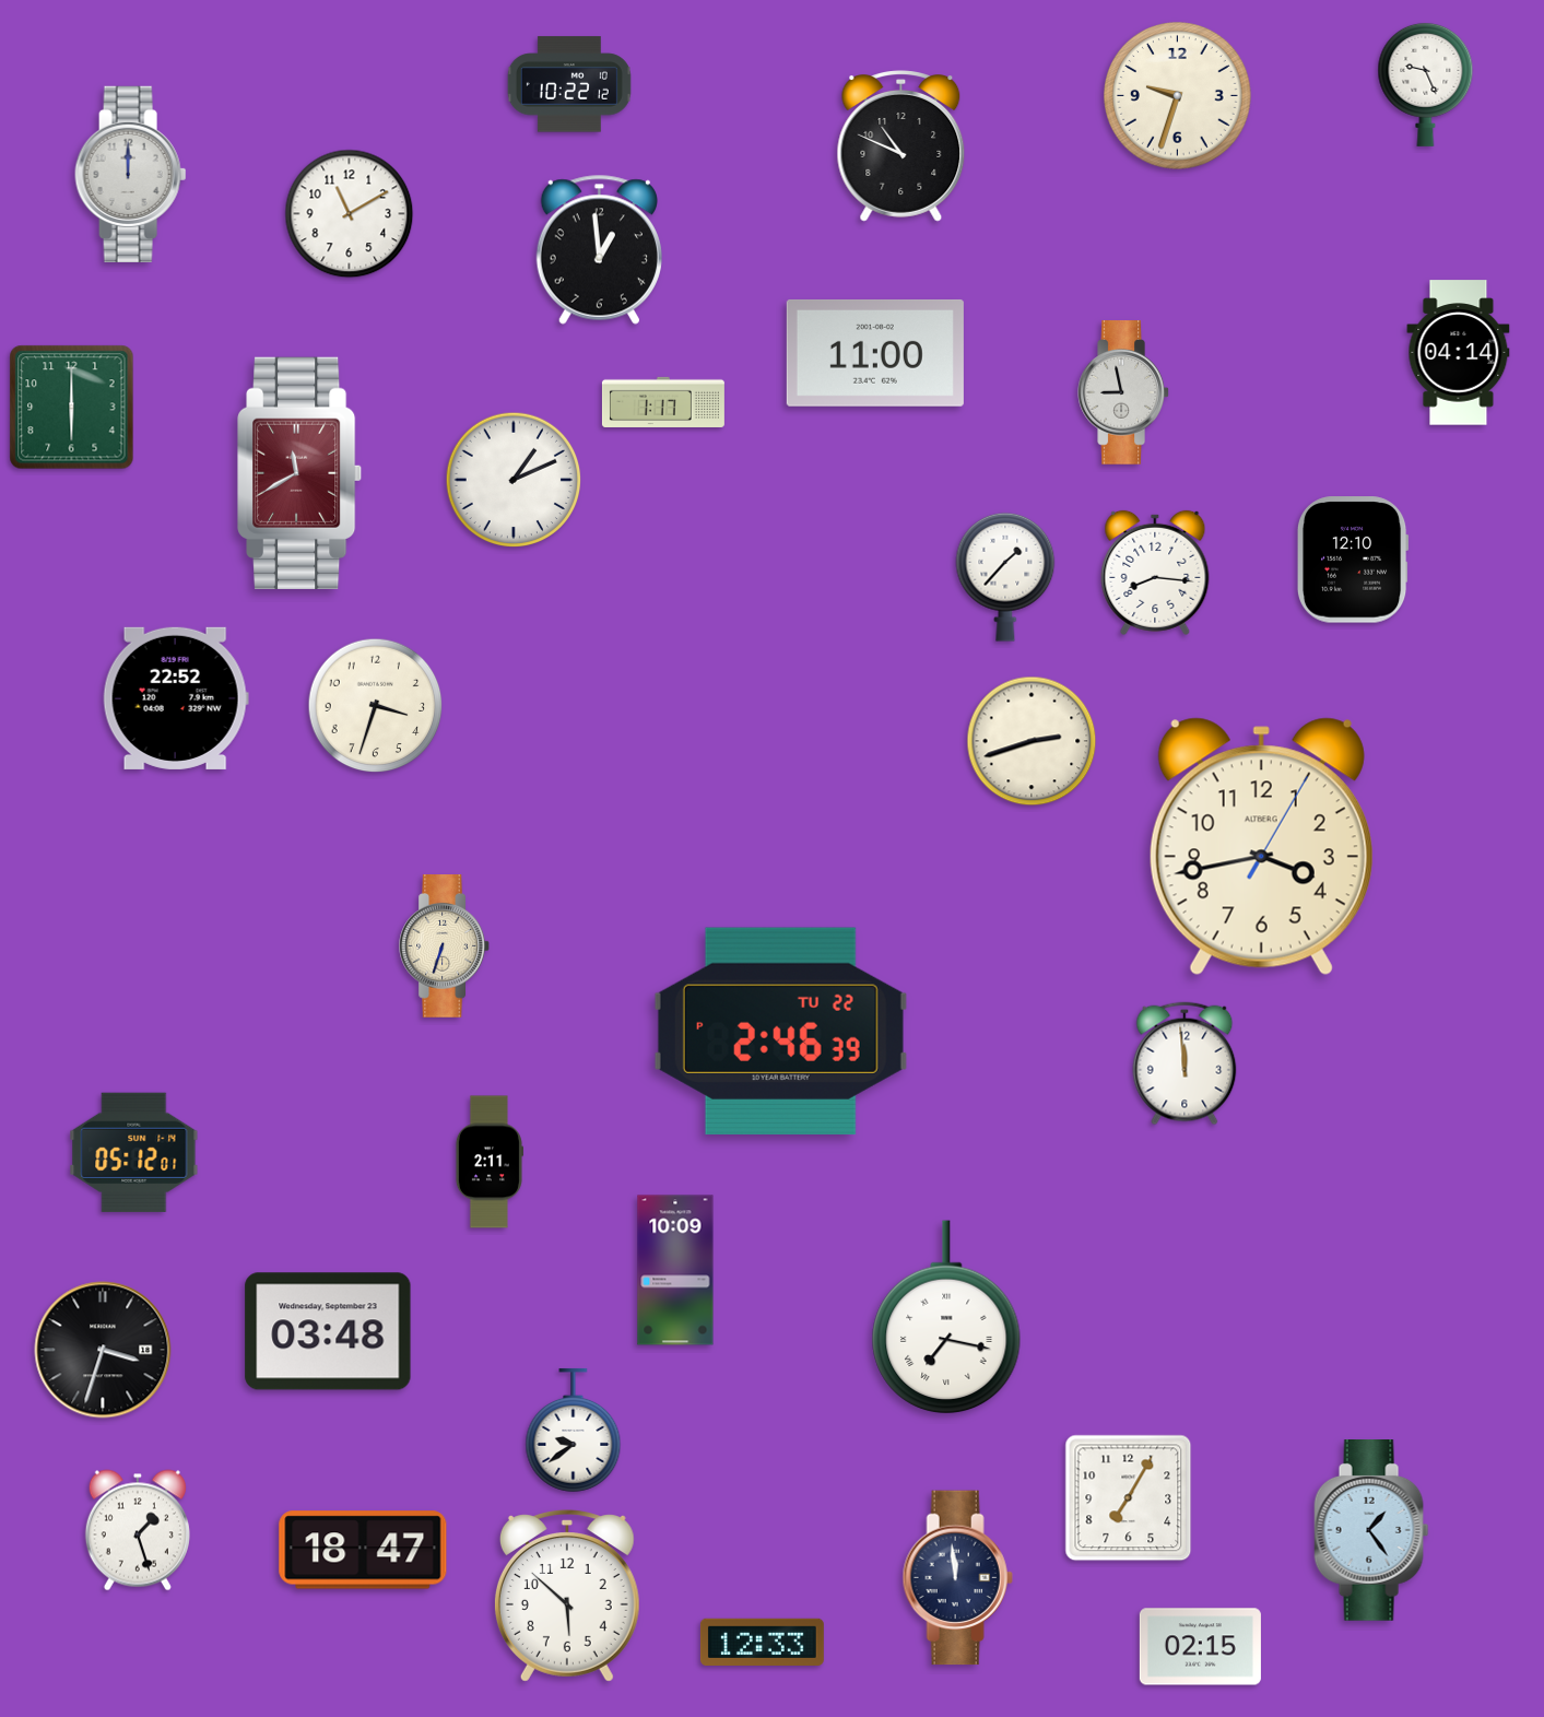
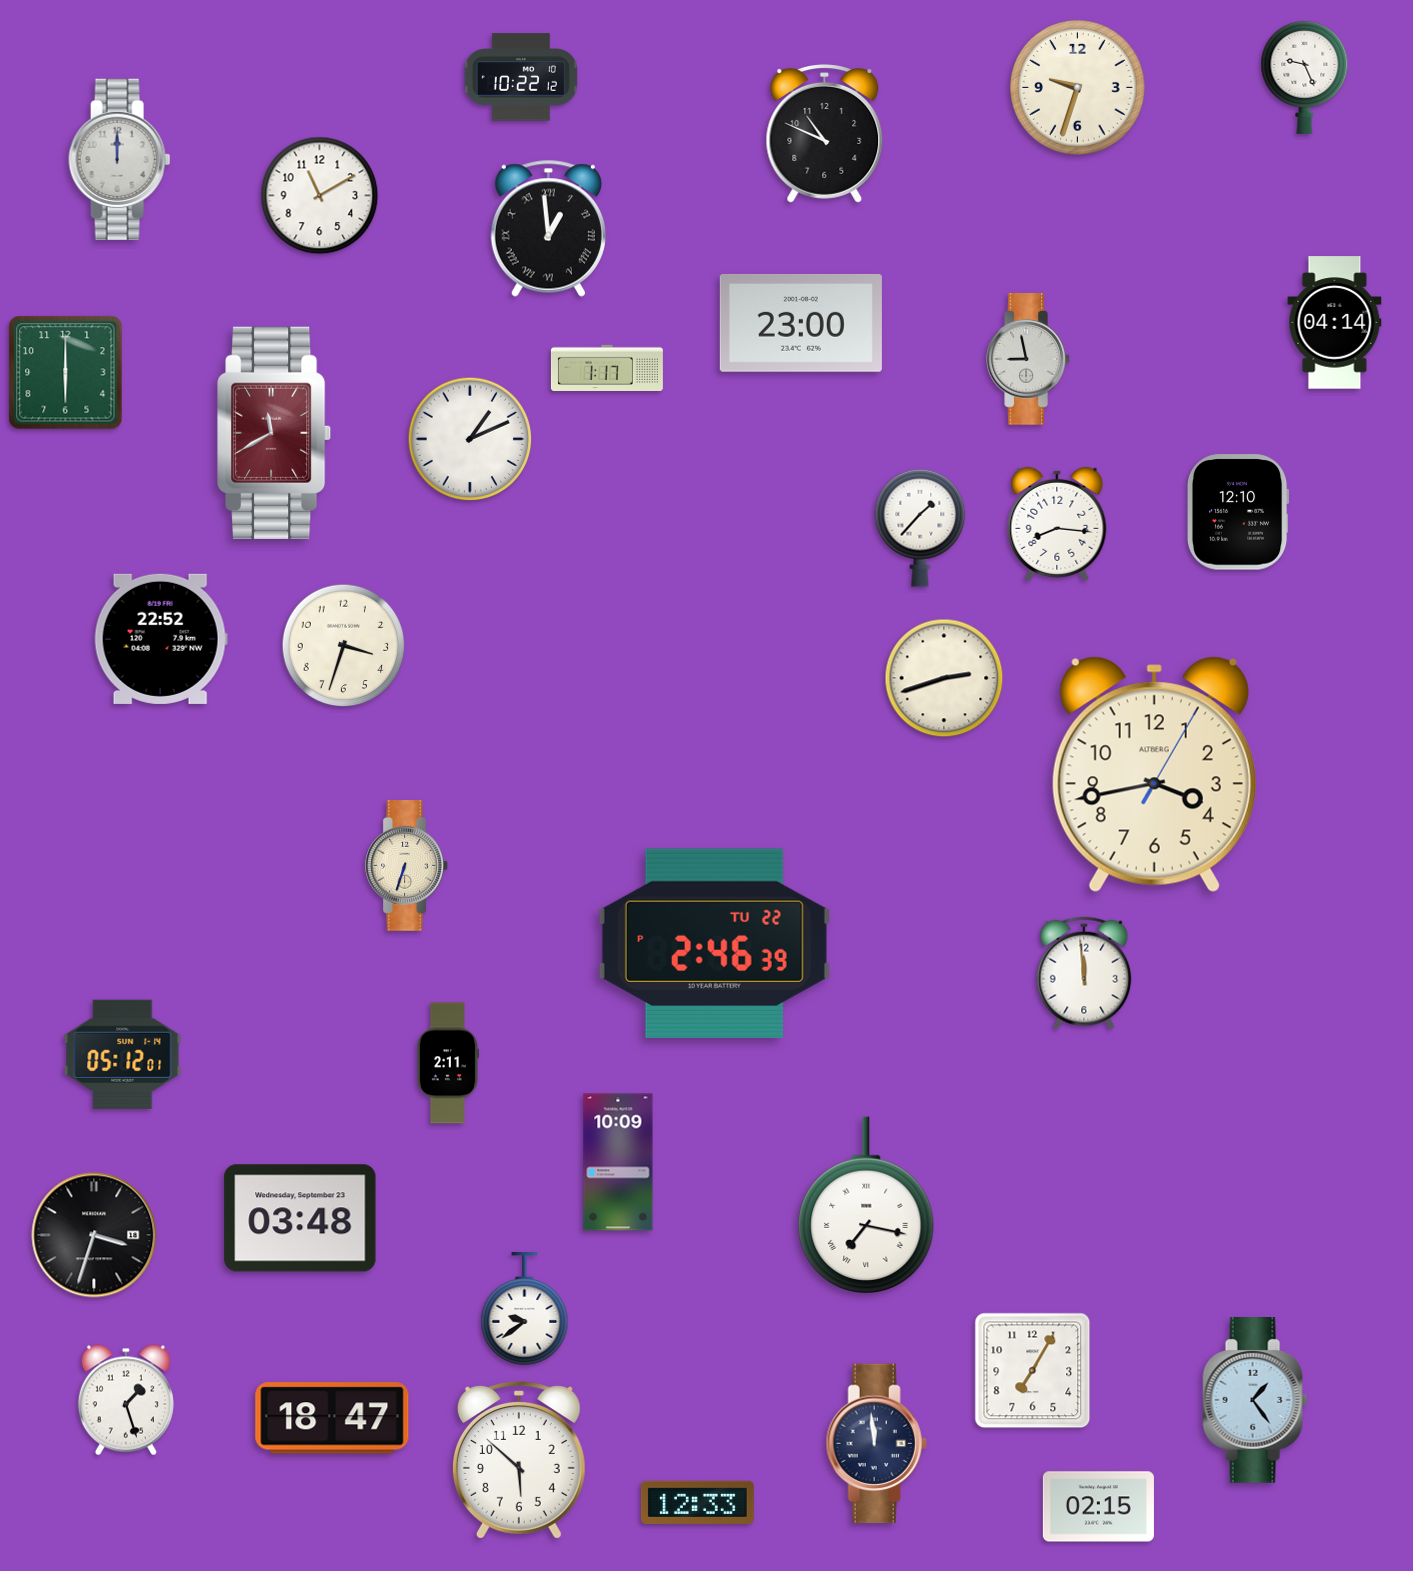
clock at (599, 249) numerals: Arabic -> Roman
clock at (875, 353): 11:00 -> 23:00
